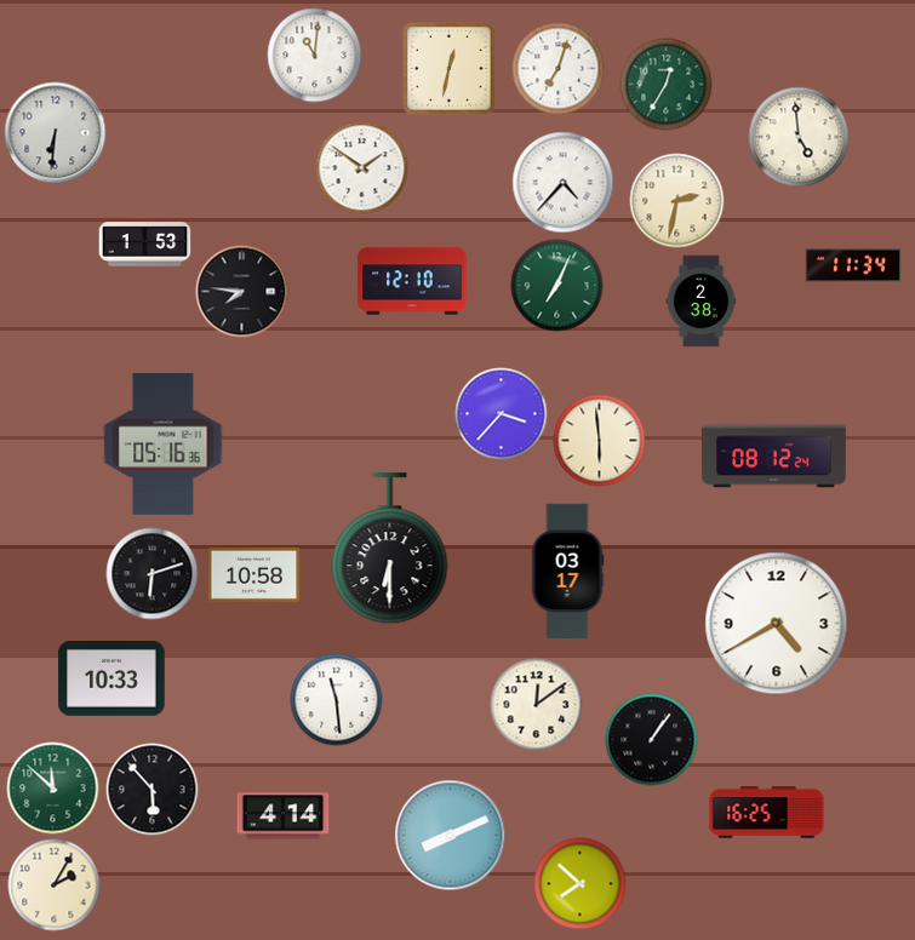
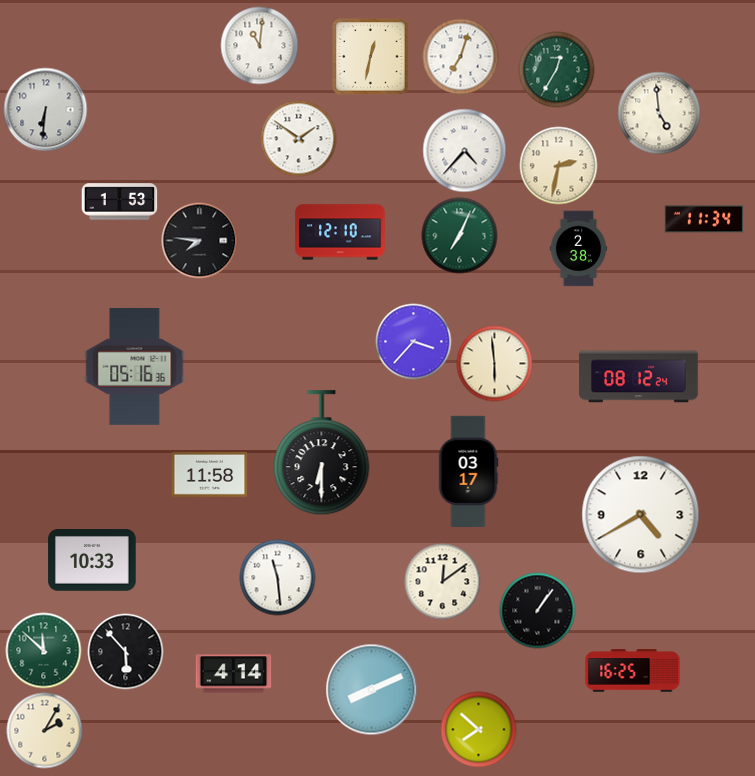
clock at (667, 85) position: (667, 85) -> (557, 70)
clock at (153, 574): 6:12 -> none
clock at (255, 574): 10:58 -> 11:58
